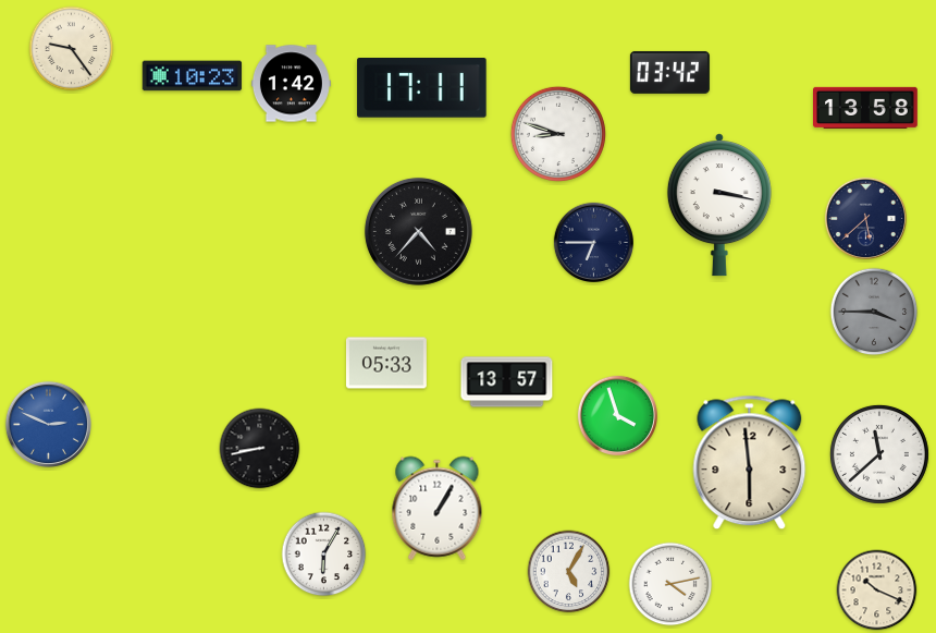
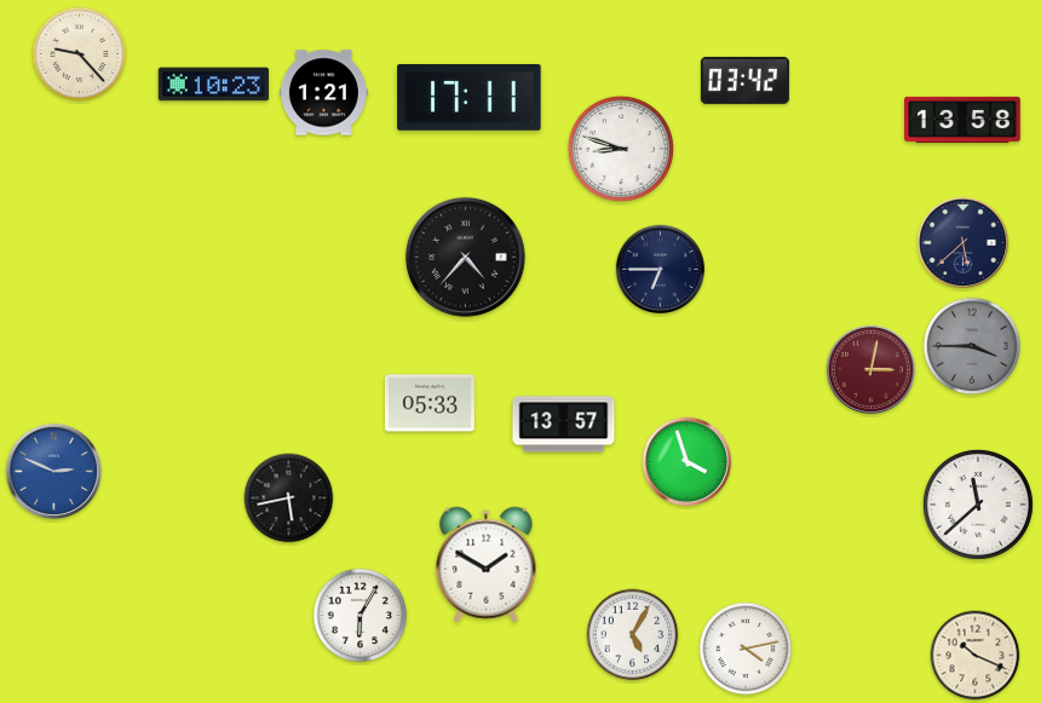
clock at (72, 49): 9:24 -> 9:23
clock at (291, 84): 1:42 -> 1:21
clock at (719, 205): 3:17 -> none
clock at (870, 369): none -> 3:02
clock at (260, 449): 8:43 -> 5:43
clock at (750, 463): 5:59 -> none
clock at (438, 509): 1:05 -> 1:50
